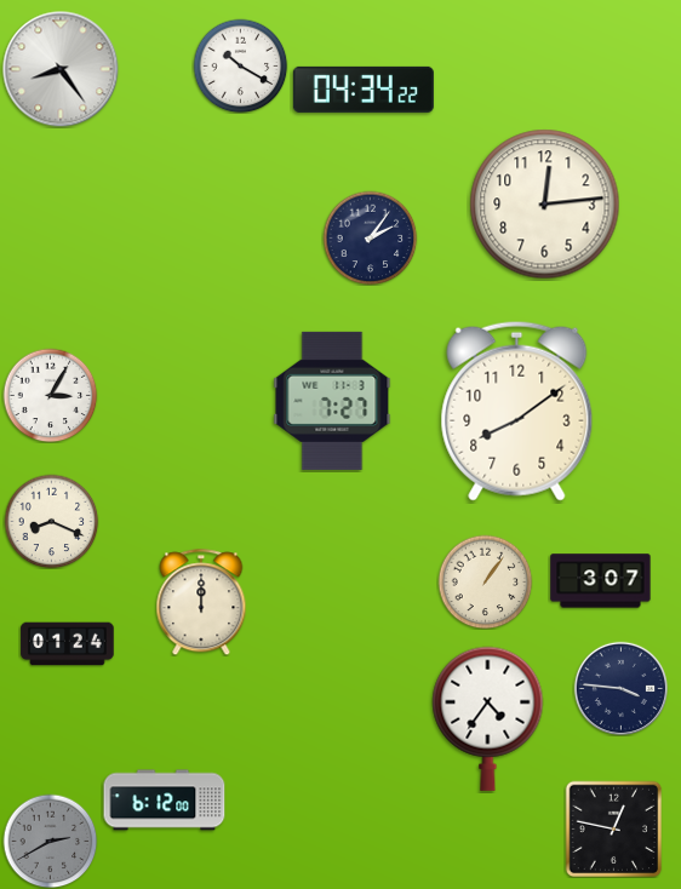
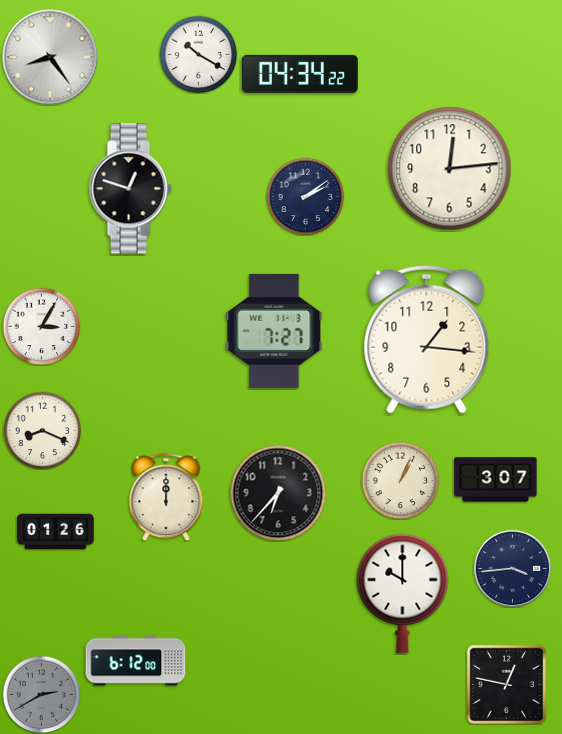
clock at (130, 189): none -> 12:48
clock at (370, 237): 2:06 -> 2:09
clock at (517, 411): 8:09 -> 1:16
clock at (485, 581): 1:06 -> 1:04
clock at (278, 493): none -> 6:37
clock at (68, 644): 01:24 -> 01:26
clock at (620, 688): 3:46 -> 3:44
clock at (488, 718): 4:36 -> 10:00
